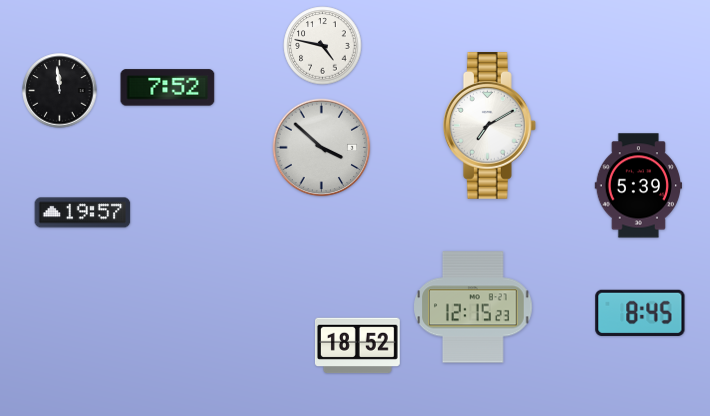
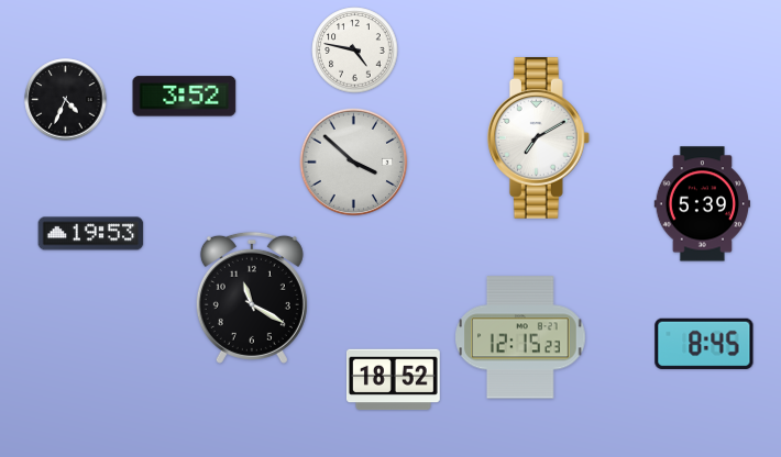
clock at (168, 88): 7:52 -> 3:52
clock at (60, 91): 11:59 -> 4:34
clock at (83, 213): 19:57 -> 19:53
clock at (252, 298): none -> 11:20
